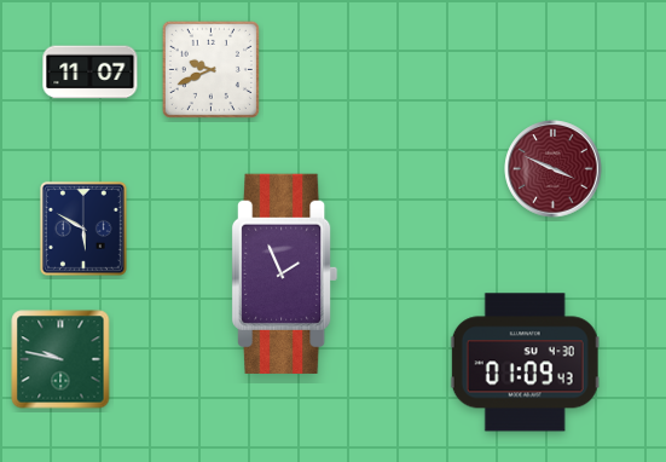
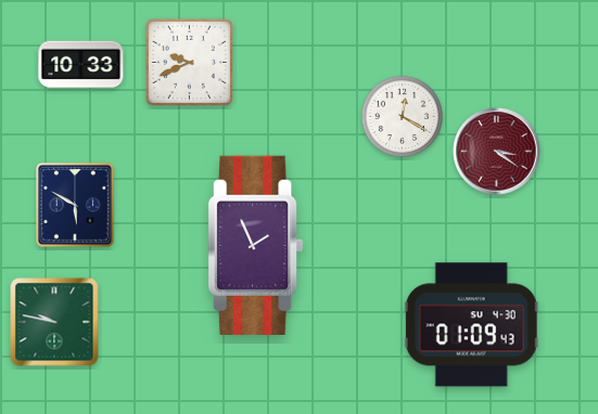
clock at (91, 73): 11:07 -> 10:33
clock at (402, 116): none -> 12:20
clock at (554, 169): 3:49 -> 3:21
